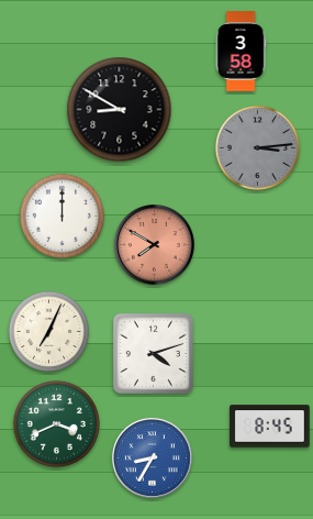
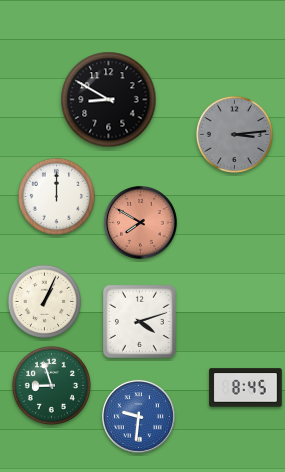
clock at (241, 52): 3:58 -> none
clock at (49, 332): 7:04 -> 1:04
clock at (56, 423): 3:41 -> 8:57
clock at (153, 459): 8:35 -> 9:31
